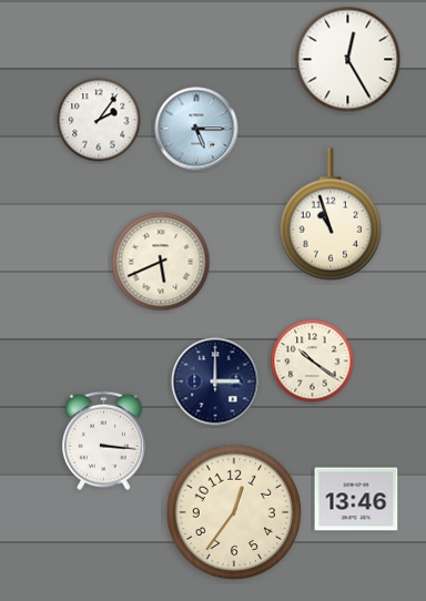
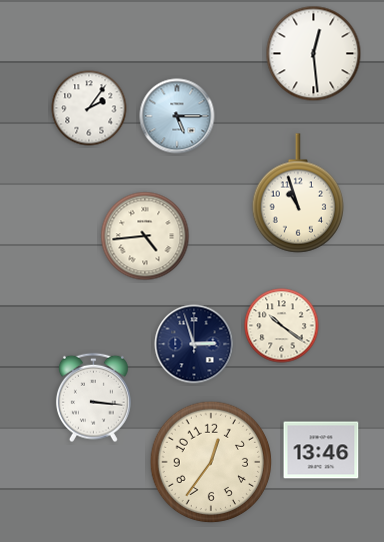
clock at (348, 60): 12:25 -> 12:29
clock at (161, 262): 5:41 -> 4:44
clock at (215, 381): 3:00 -> 2:57
